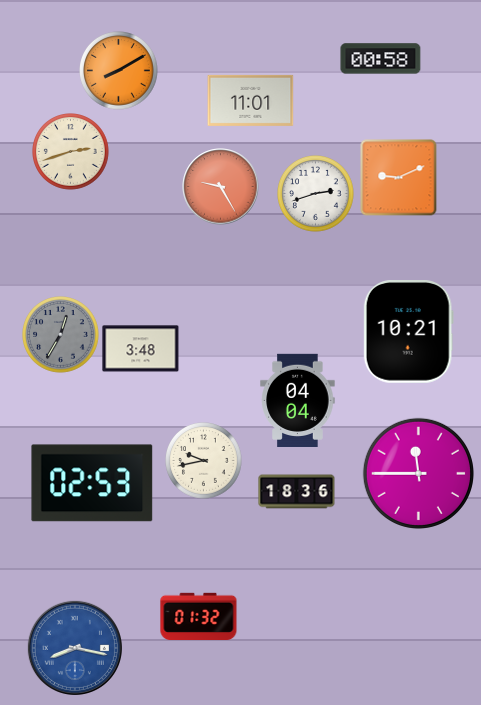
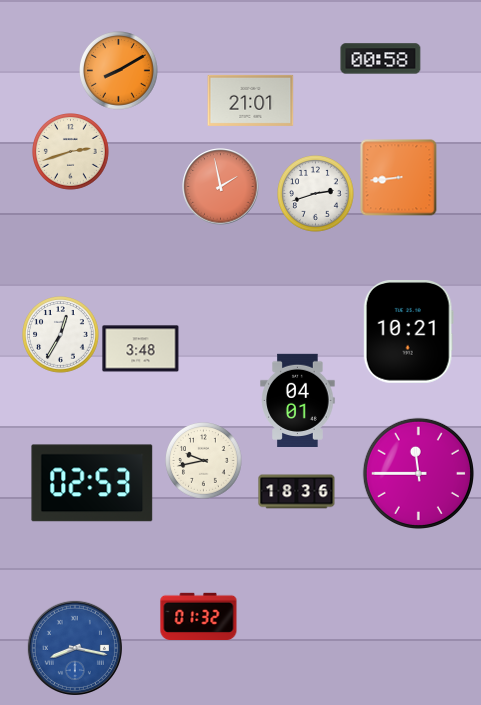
clock at (251, 100): 11:01 -> 21:01
clock at (399, 178): 9:11 -> 8:44
clock at (221, 187): 9:25 -> 1:58
clock at (61, 335) dial: grey -> white
clock at (298, 400): 04:04 -> 04:01
